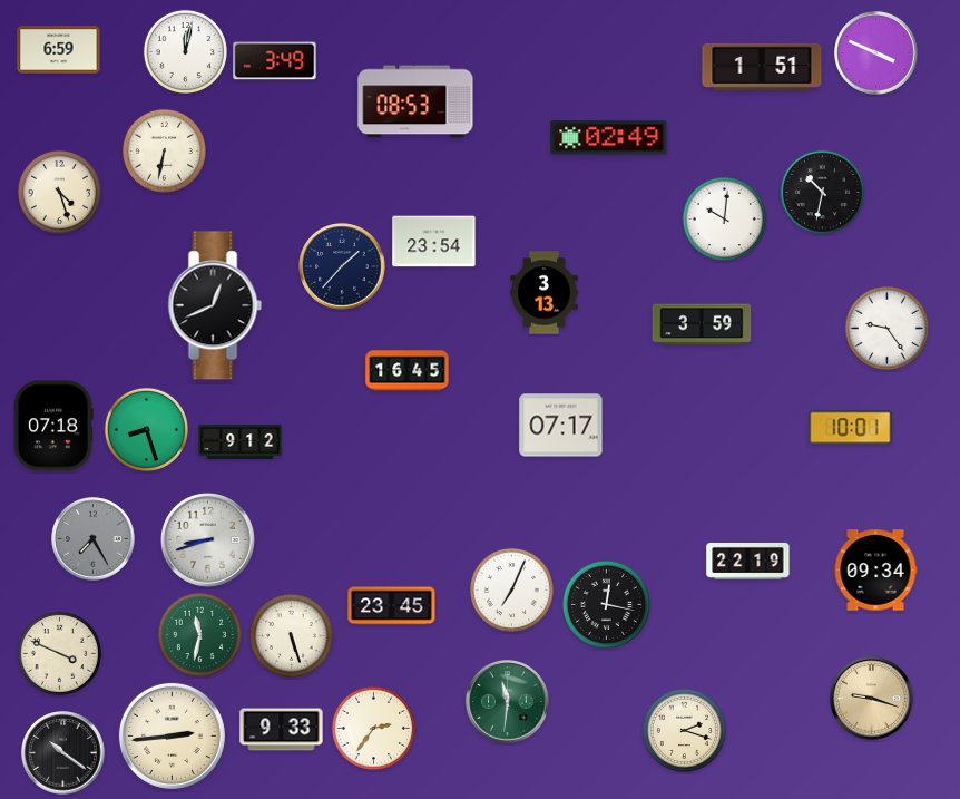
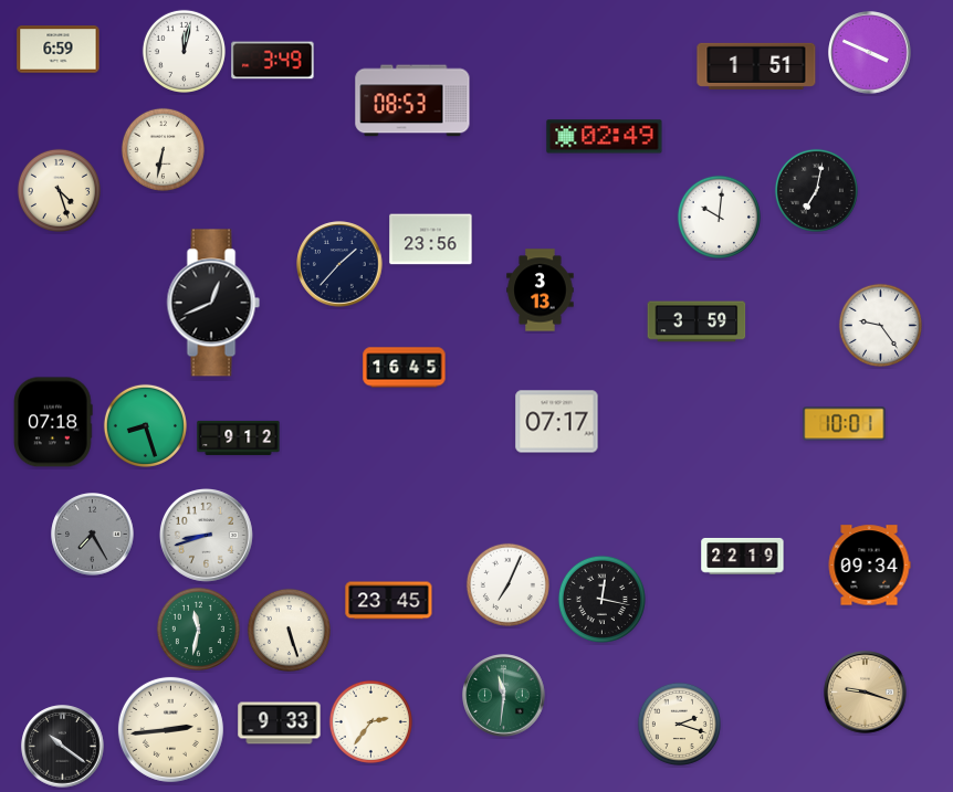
clock at (822, 192): 10:32 -> 7:02
clock at (434, 242): 23:54 -> 23:56
clock at (59, 653): 3:49 -> none
